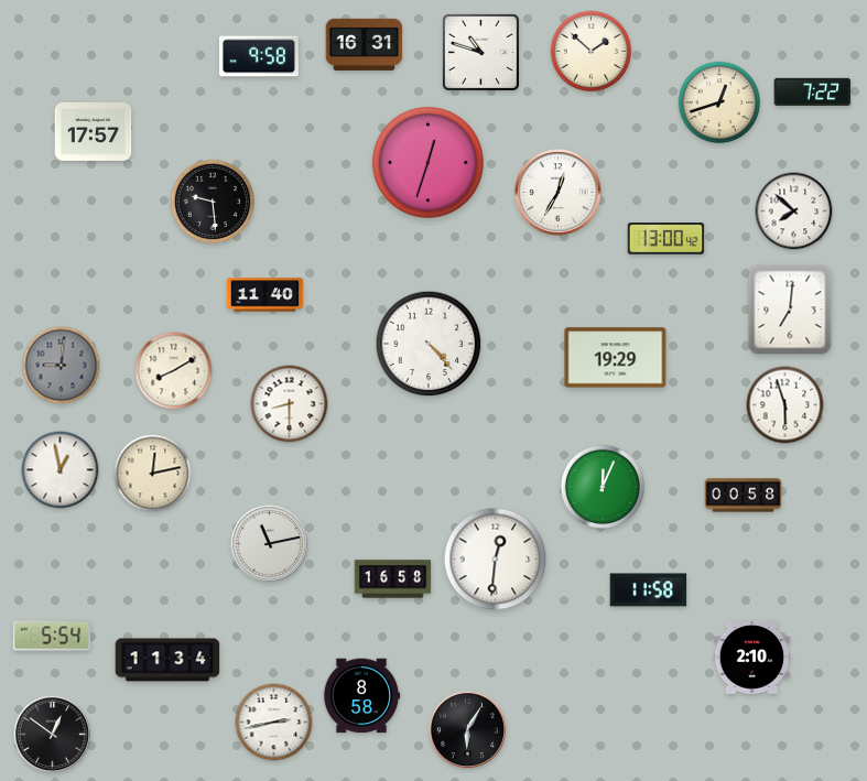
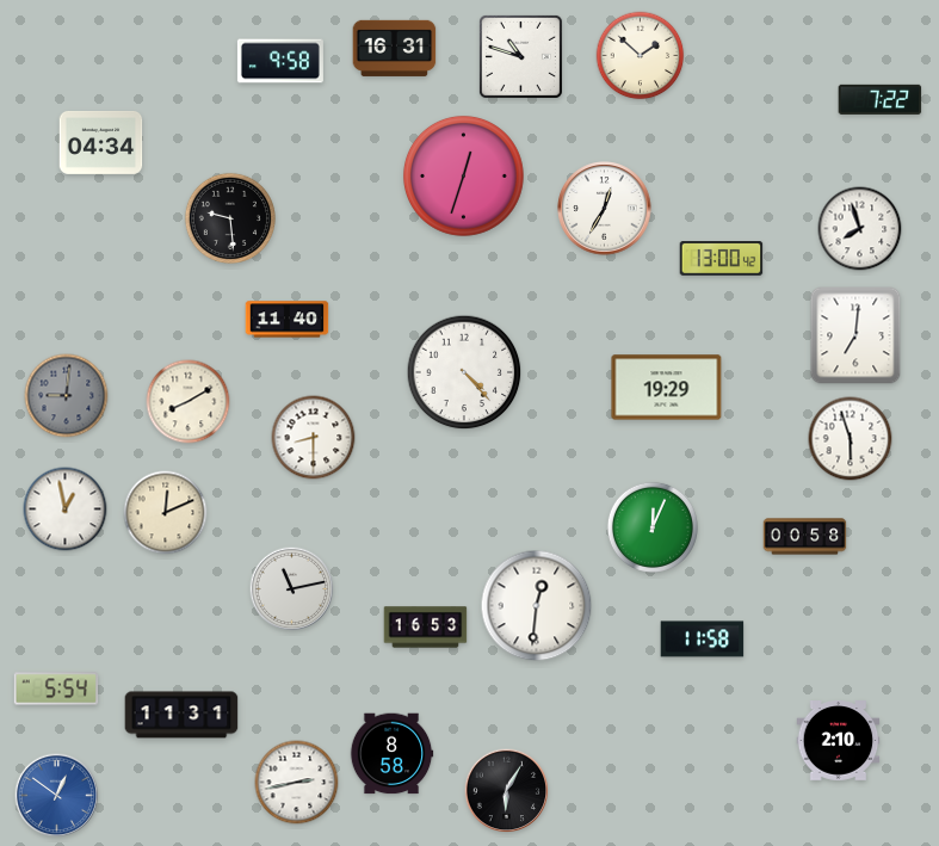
clock at (719, 102): 12:42 -> none
clock at (94, 131): 17:57 -> 04:34
clock at (794, 211): 7:52 -> 7:57
clock at (153, 474): 12:13 -> 12:11
clock at (393, 579): 16:58 -> 16:53
clock at (752, 658) position: (752, 658) -> (839, 741)
clock at (167, 660): 11:34 -> 11:31
clock at (53, 735) dial: black -> blue
